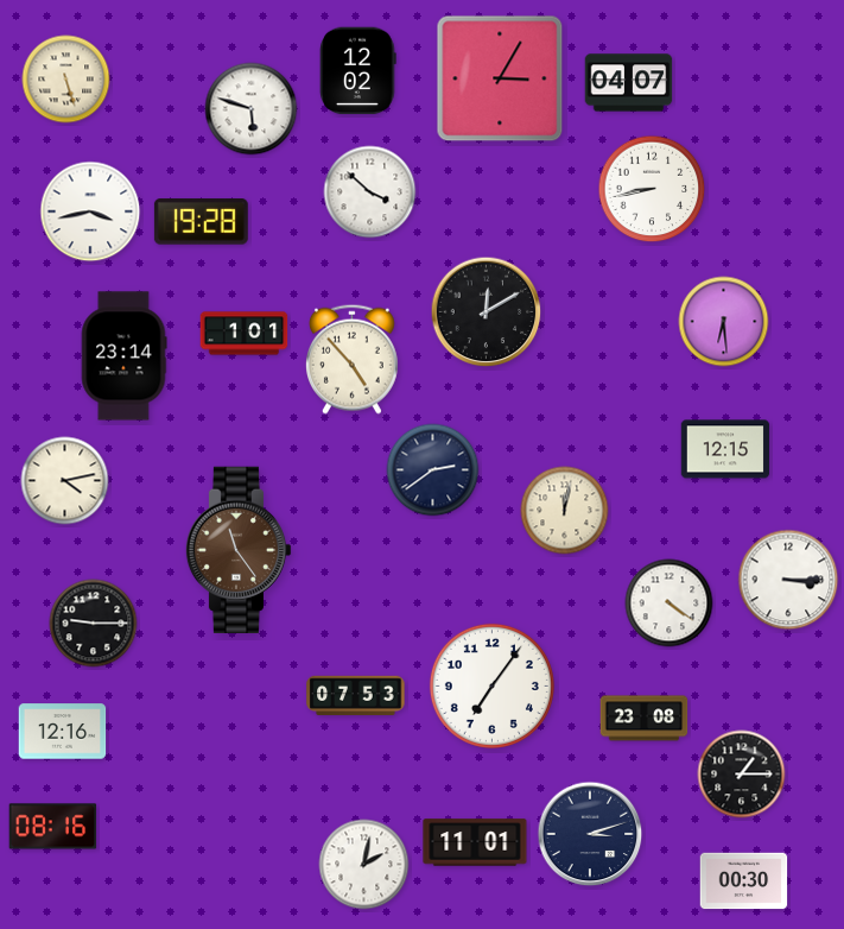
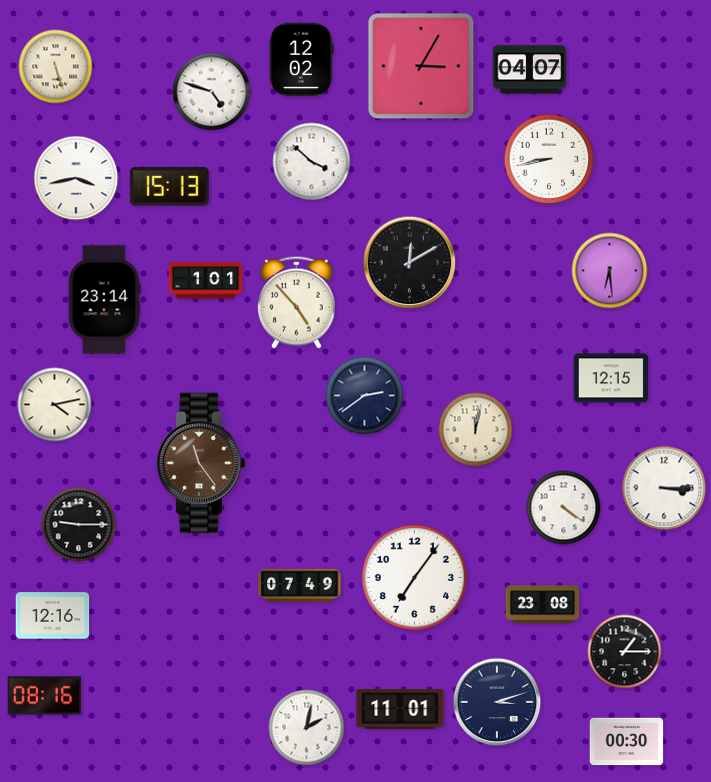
clock at (252, 109): 5:48 -> 4:48
clock at (201, 222): 19:28 -> 15:13
clock at (356, 695): 07:53 -> 07:49
